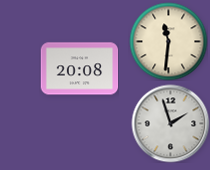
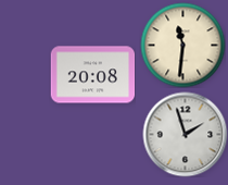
clock at (79, 69) position: (79, 69) -> (92, 75)
